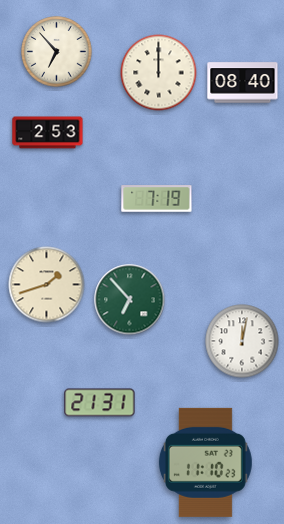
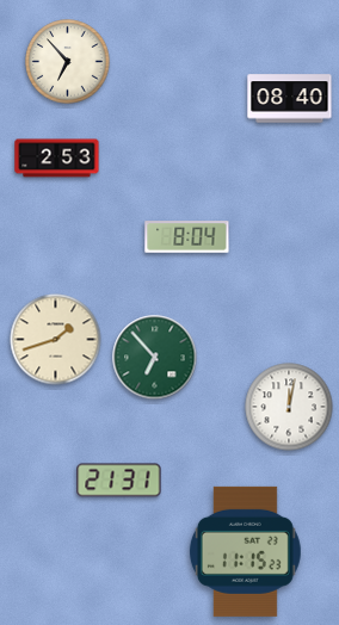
clock at (159, 73): 12:00 -> none
clock at (157, 199): 7:19 -> 8:04
clock at (205, 462): 11:10 -> 11:15
